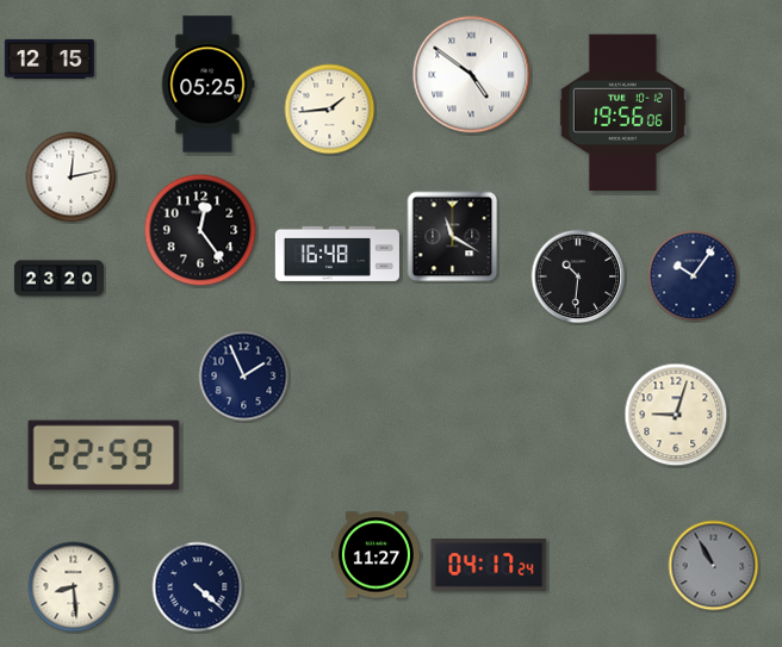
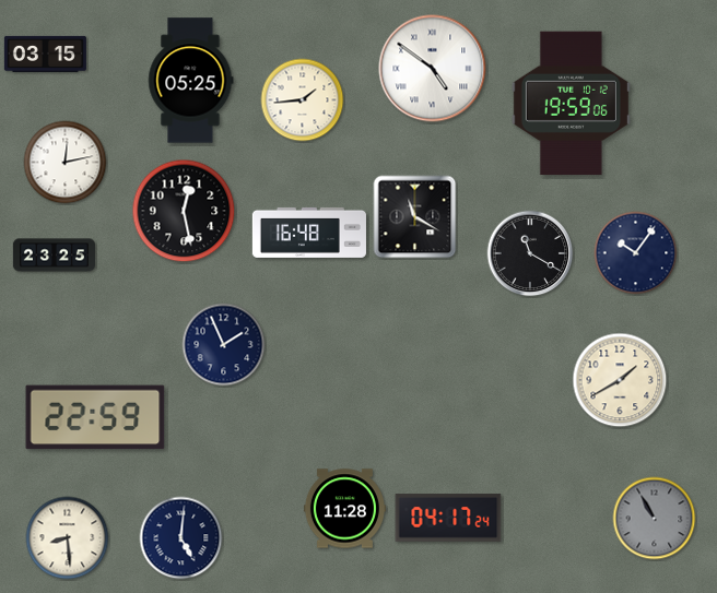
clock at (49, 58): 12:15 -> 03:15
clock at (209, 85) position: (209, 85) -> (191, 81)
clock at (622, 113): 19:56 -> 19:59
clock at (200, 230): 12:24 -> 12:28
clock at (578, 276): 10:31 -> 11:20
clock at (58, 279): 23:20 -> 23:25
clock at (676, 415): 9:03 -> 1:40
clock at (376, 555): 11:27 -> 11:28
clock at (198, 587): 4:22 -> 5:01
